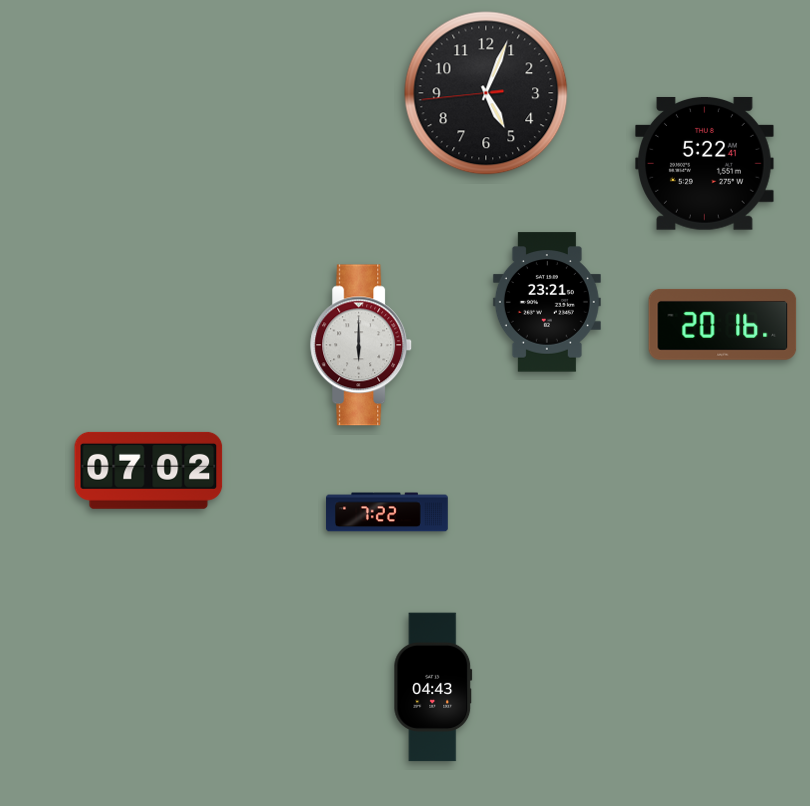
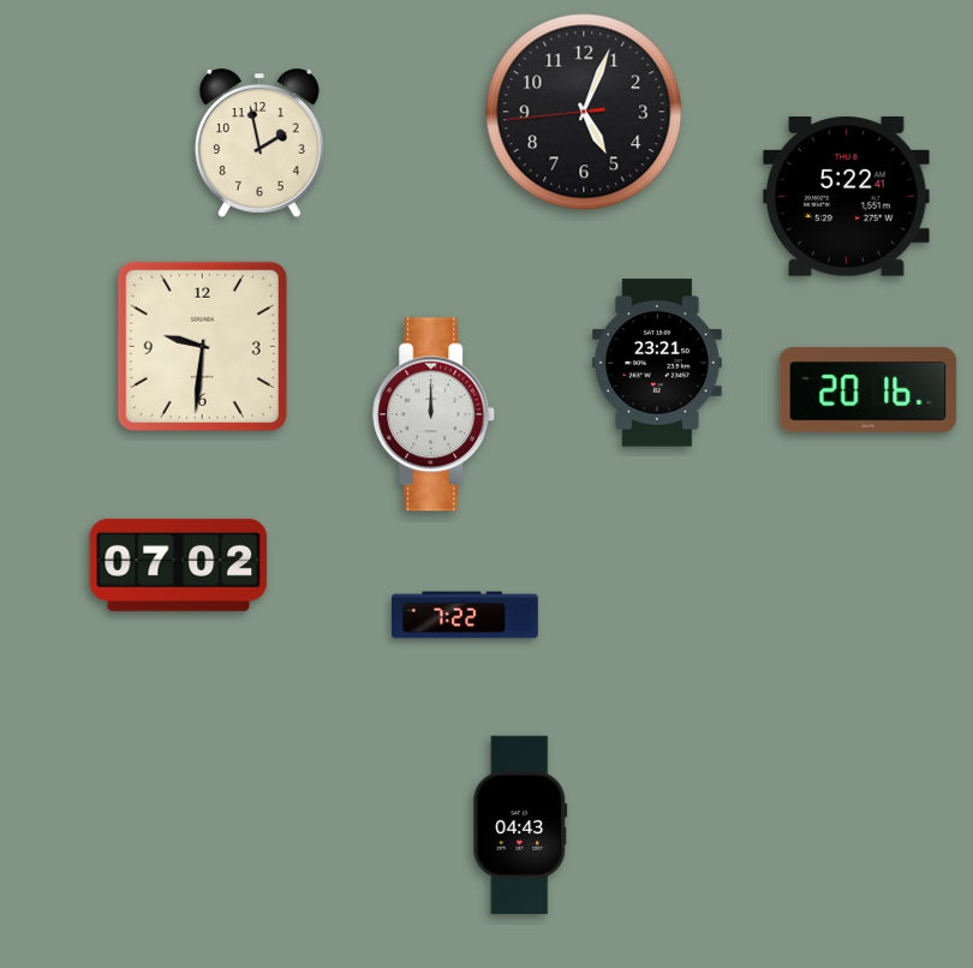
clock at (259, 143): none -> 1:58
clock at (202, 346): none -> 9:31
clock at (362, 345): 6:00 -> 12:00
